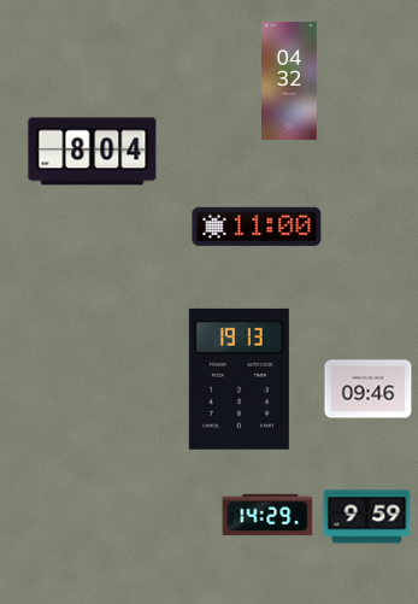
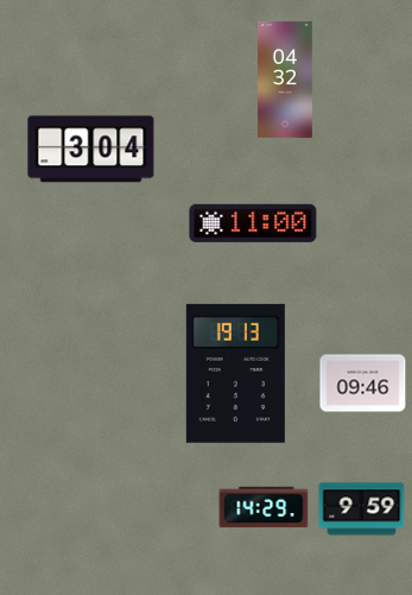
clock at (93, 152): 8:04 -> 3:04
